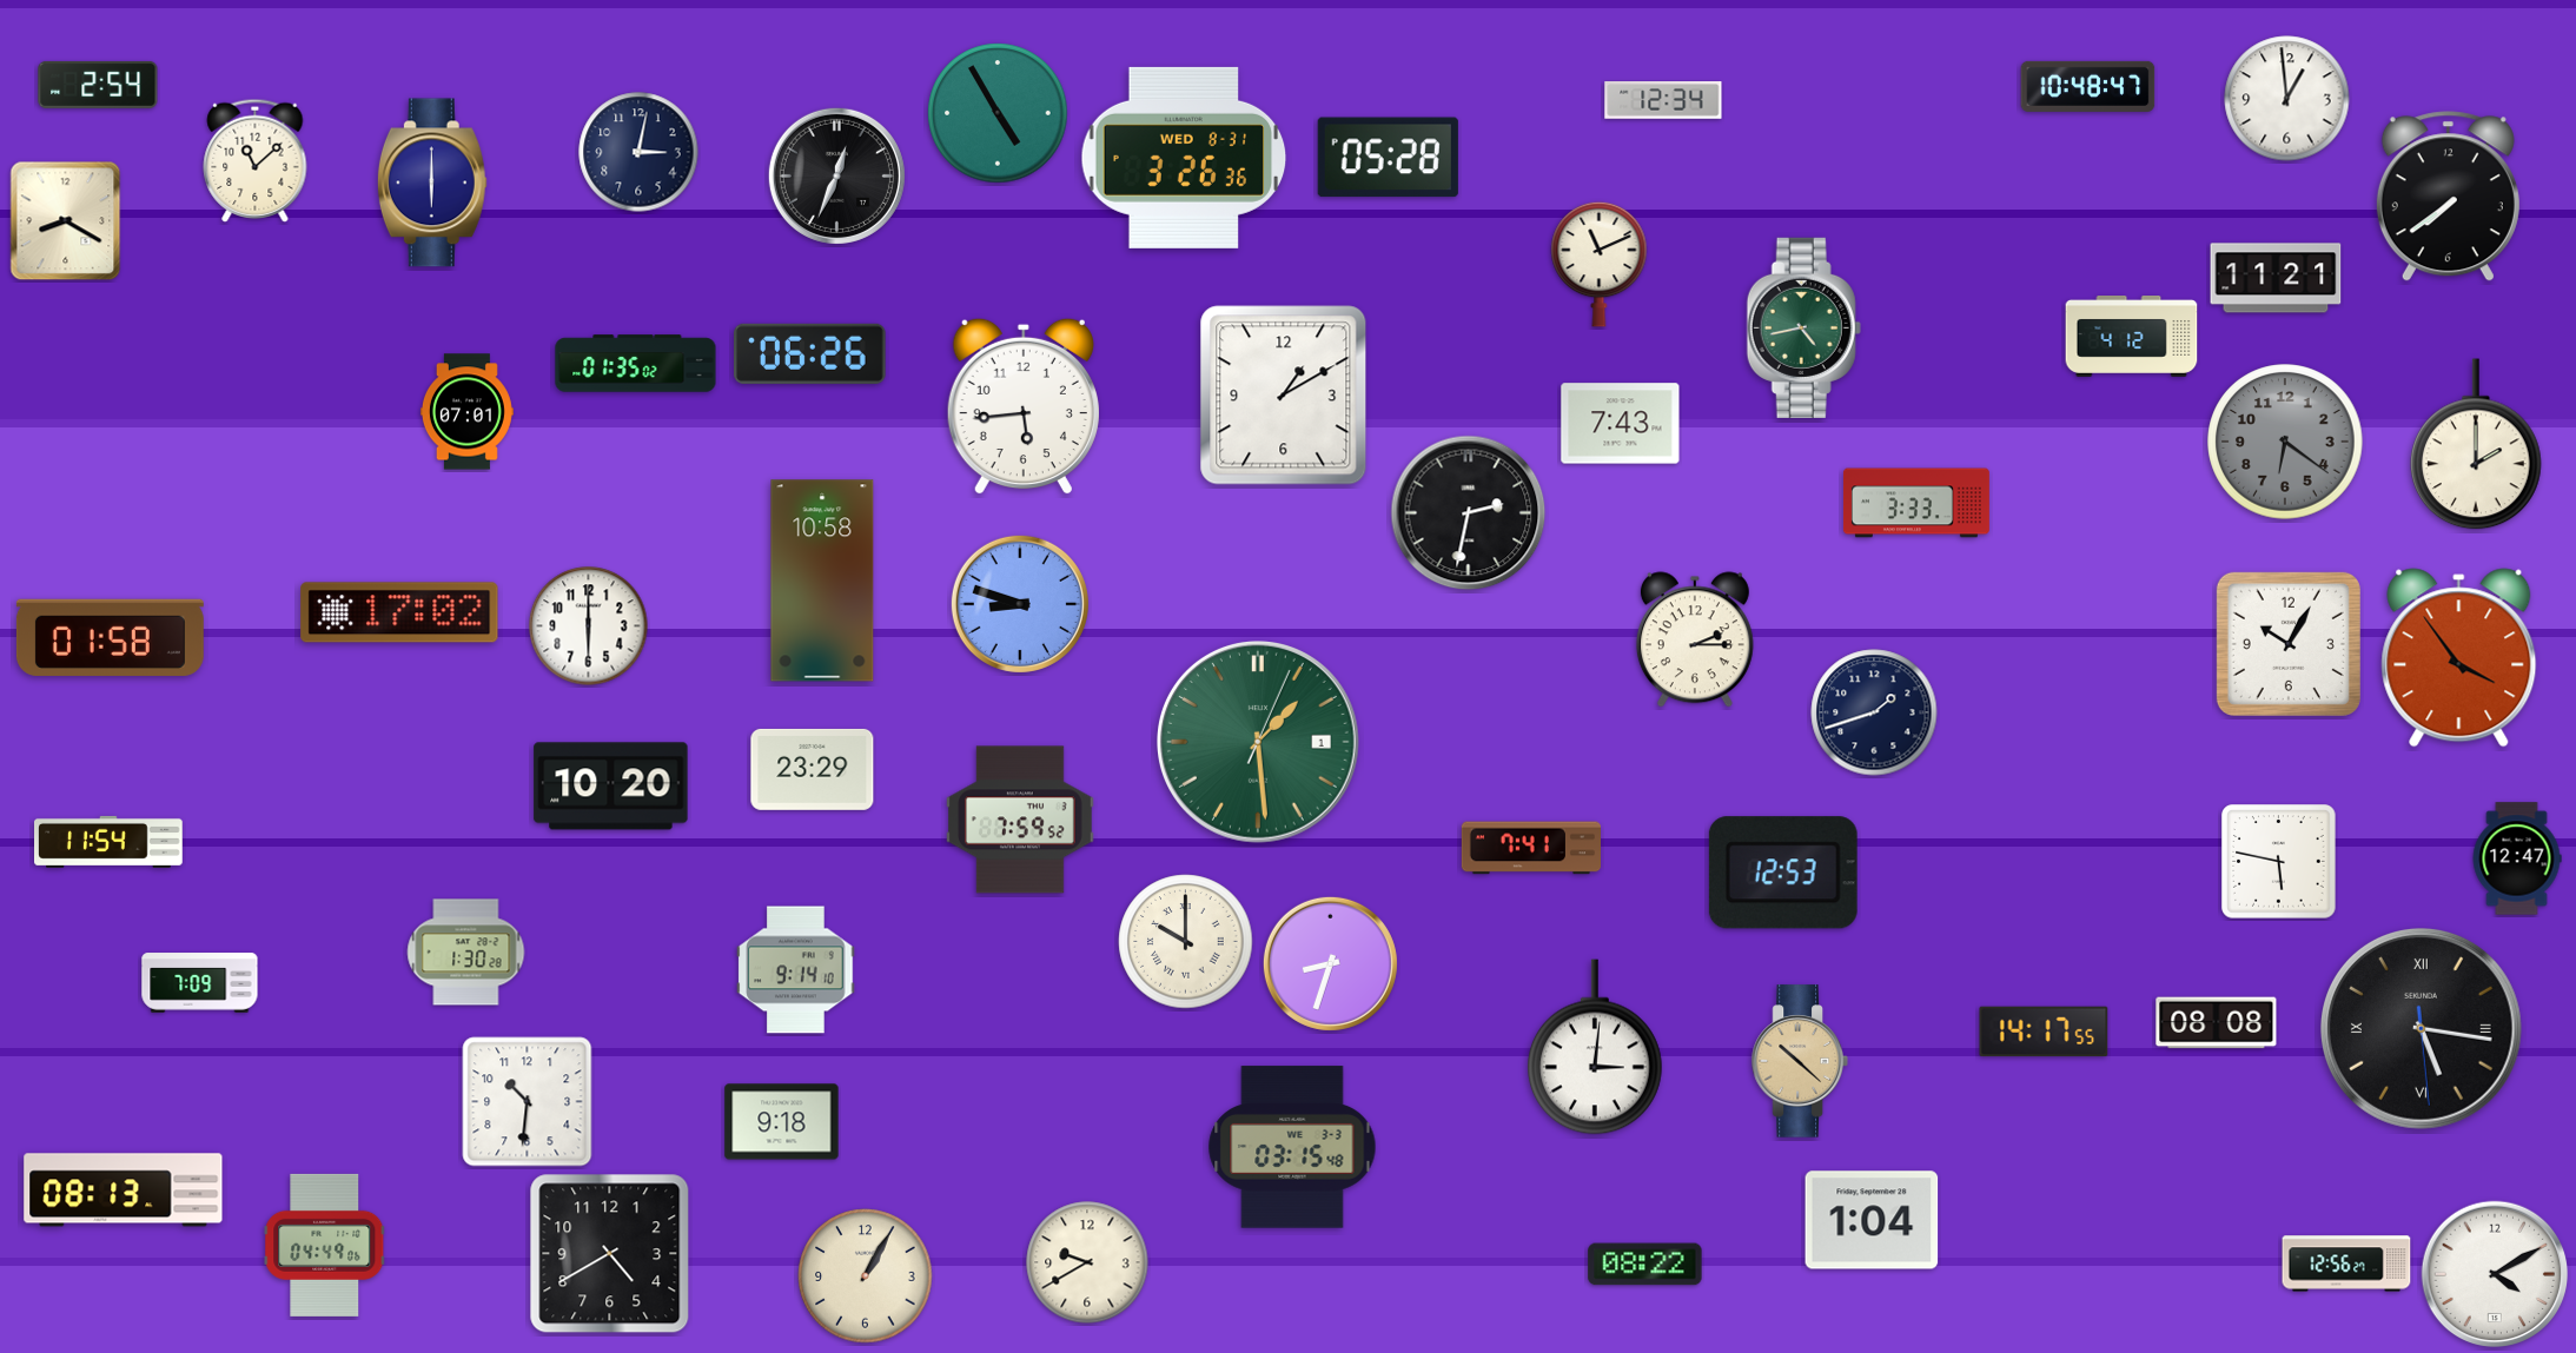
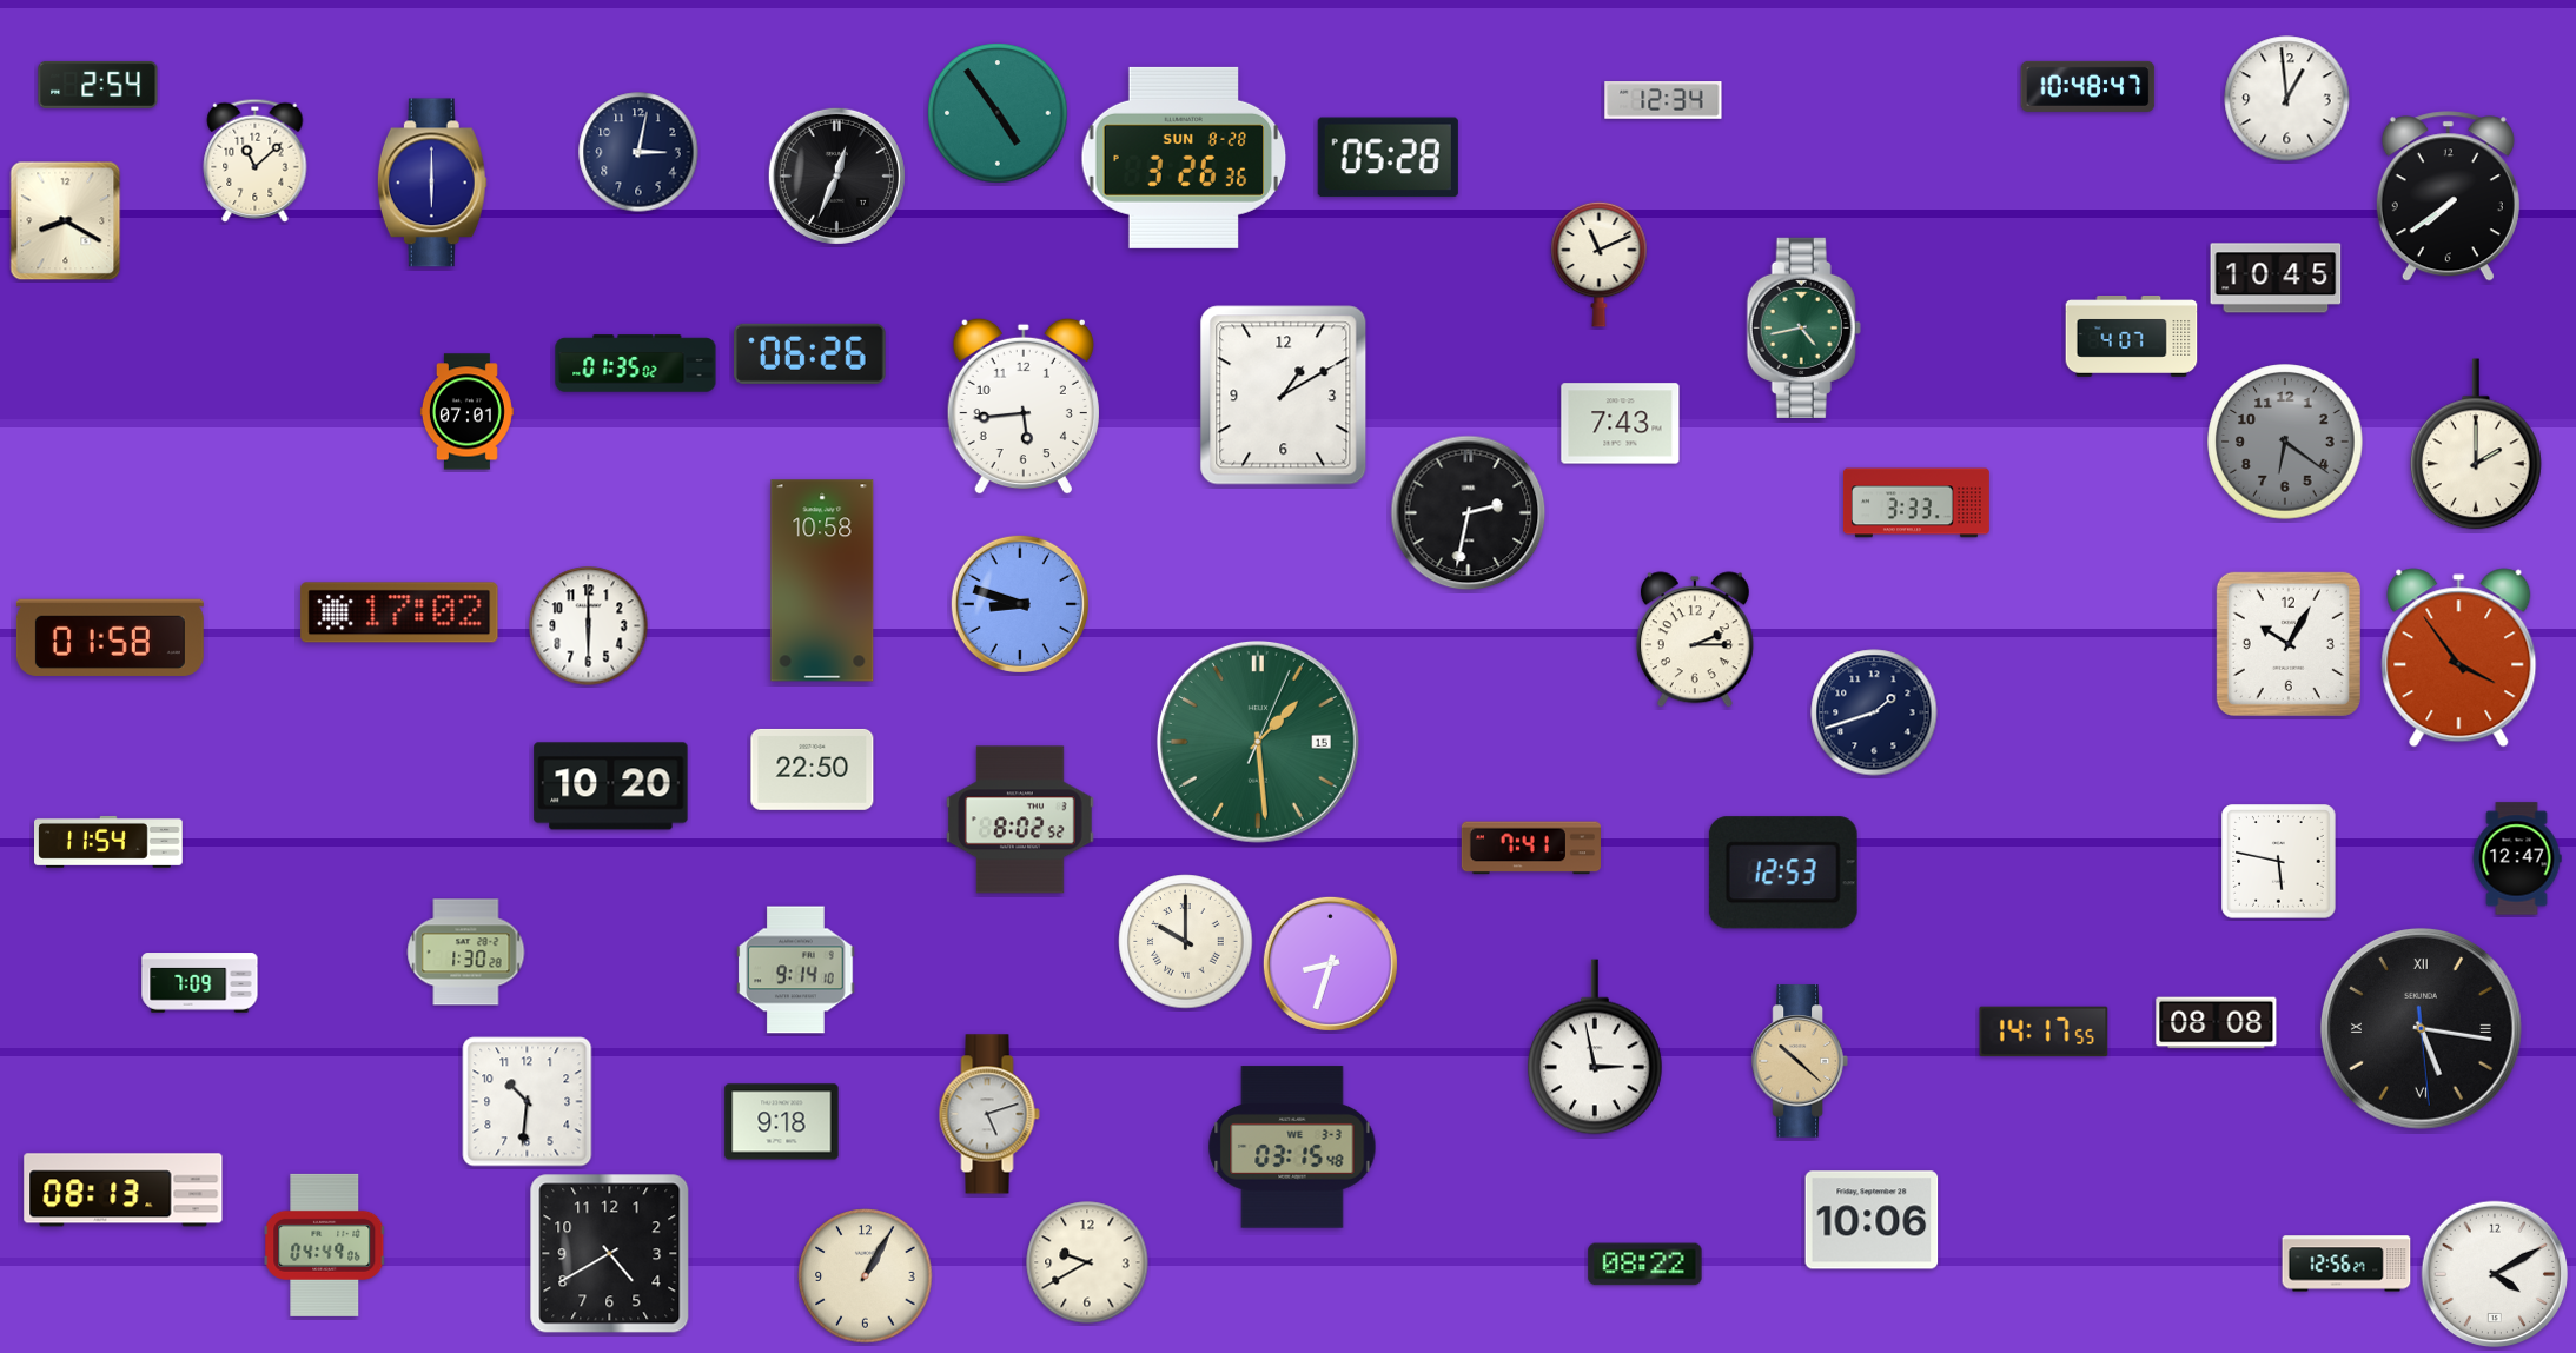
clock at (998, 113): 4:55 -> 4:54
clock at (1184, 158) date: WED 8-31 -> SUN 8-28
clock at (2276, 278): 11:21 -> 10:45
clock at (2132, 337): 4:12 -> 4:07
clock at (1259, 743) date: 1 -> 15
clock at (813, 769): 23:29 -> 22:50
clock at (1021, 820): 7:59 -> 8:02
clock at (1595, 1047): 3:01 -> 2:58
clock at (989, 1114): none -> 5:12
clock at (1872, 1220): 1:04 -> 10:06
